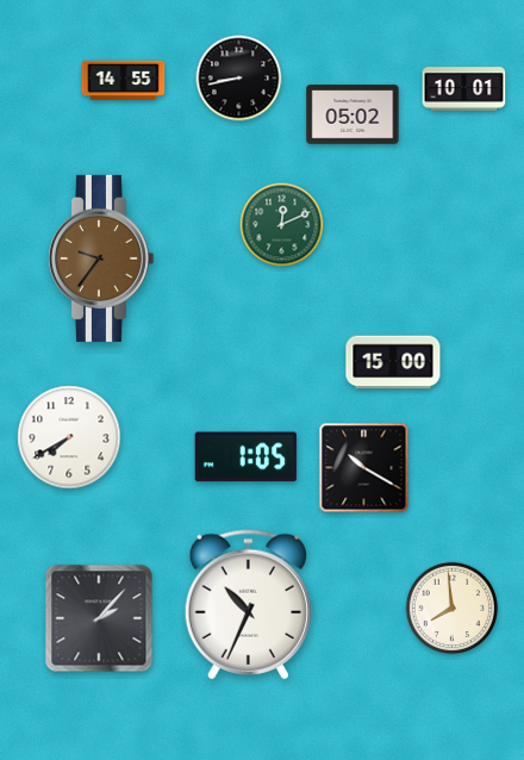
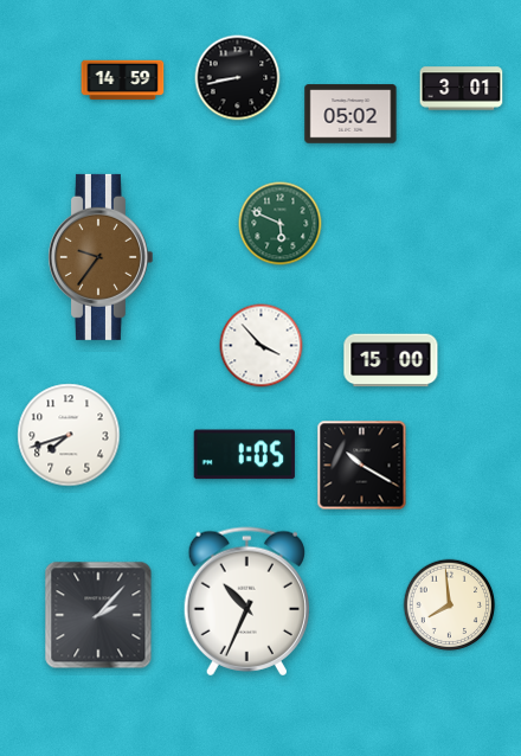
clock at (124, 81): 14:55 -> 14:59
clock at (464, 89): 10:01 -> 3:01
clock at (282, 225): 12:11 -> 5:49
clock at (262, 346): none -> 3:53
clock at (69, 437): 7:40 -> 7:42
